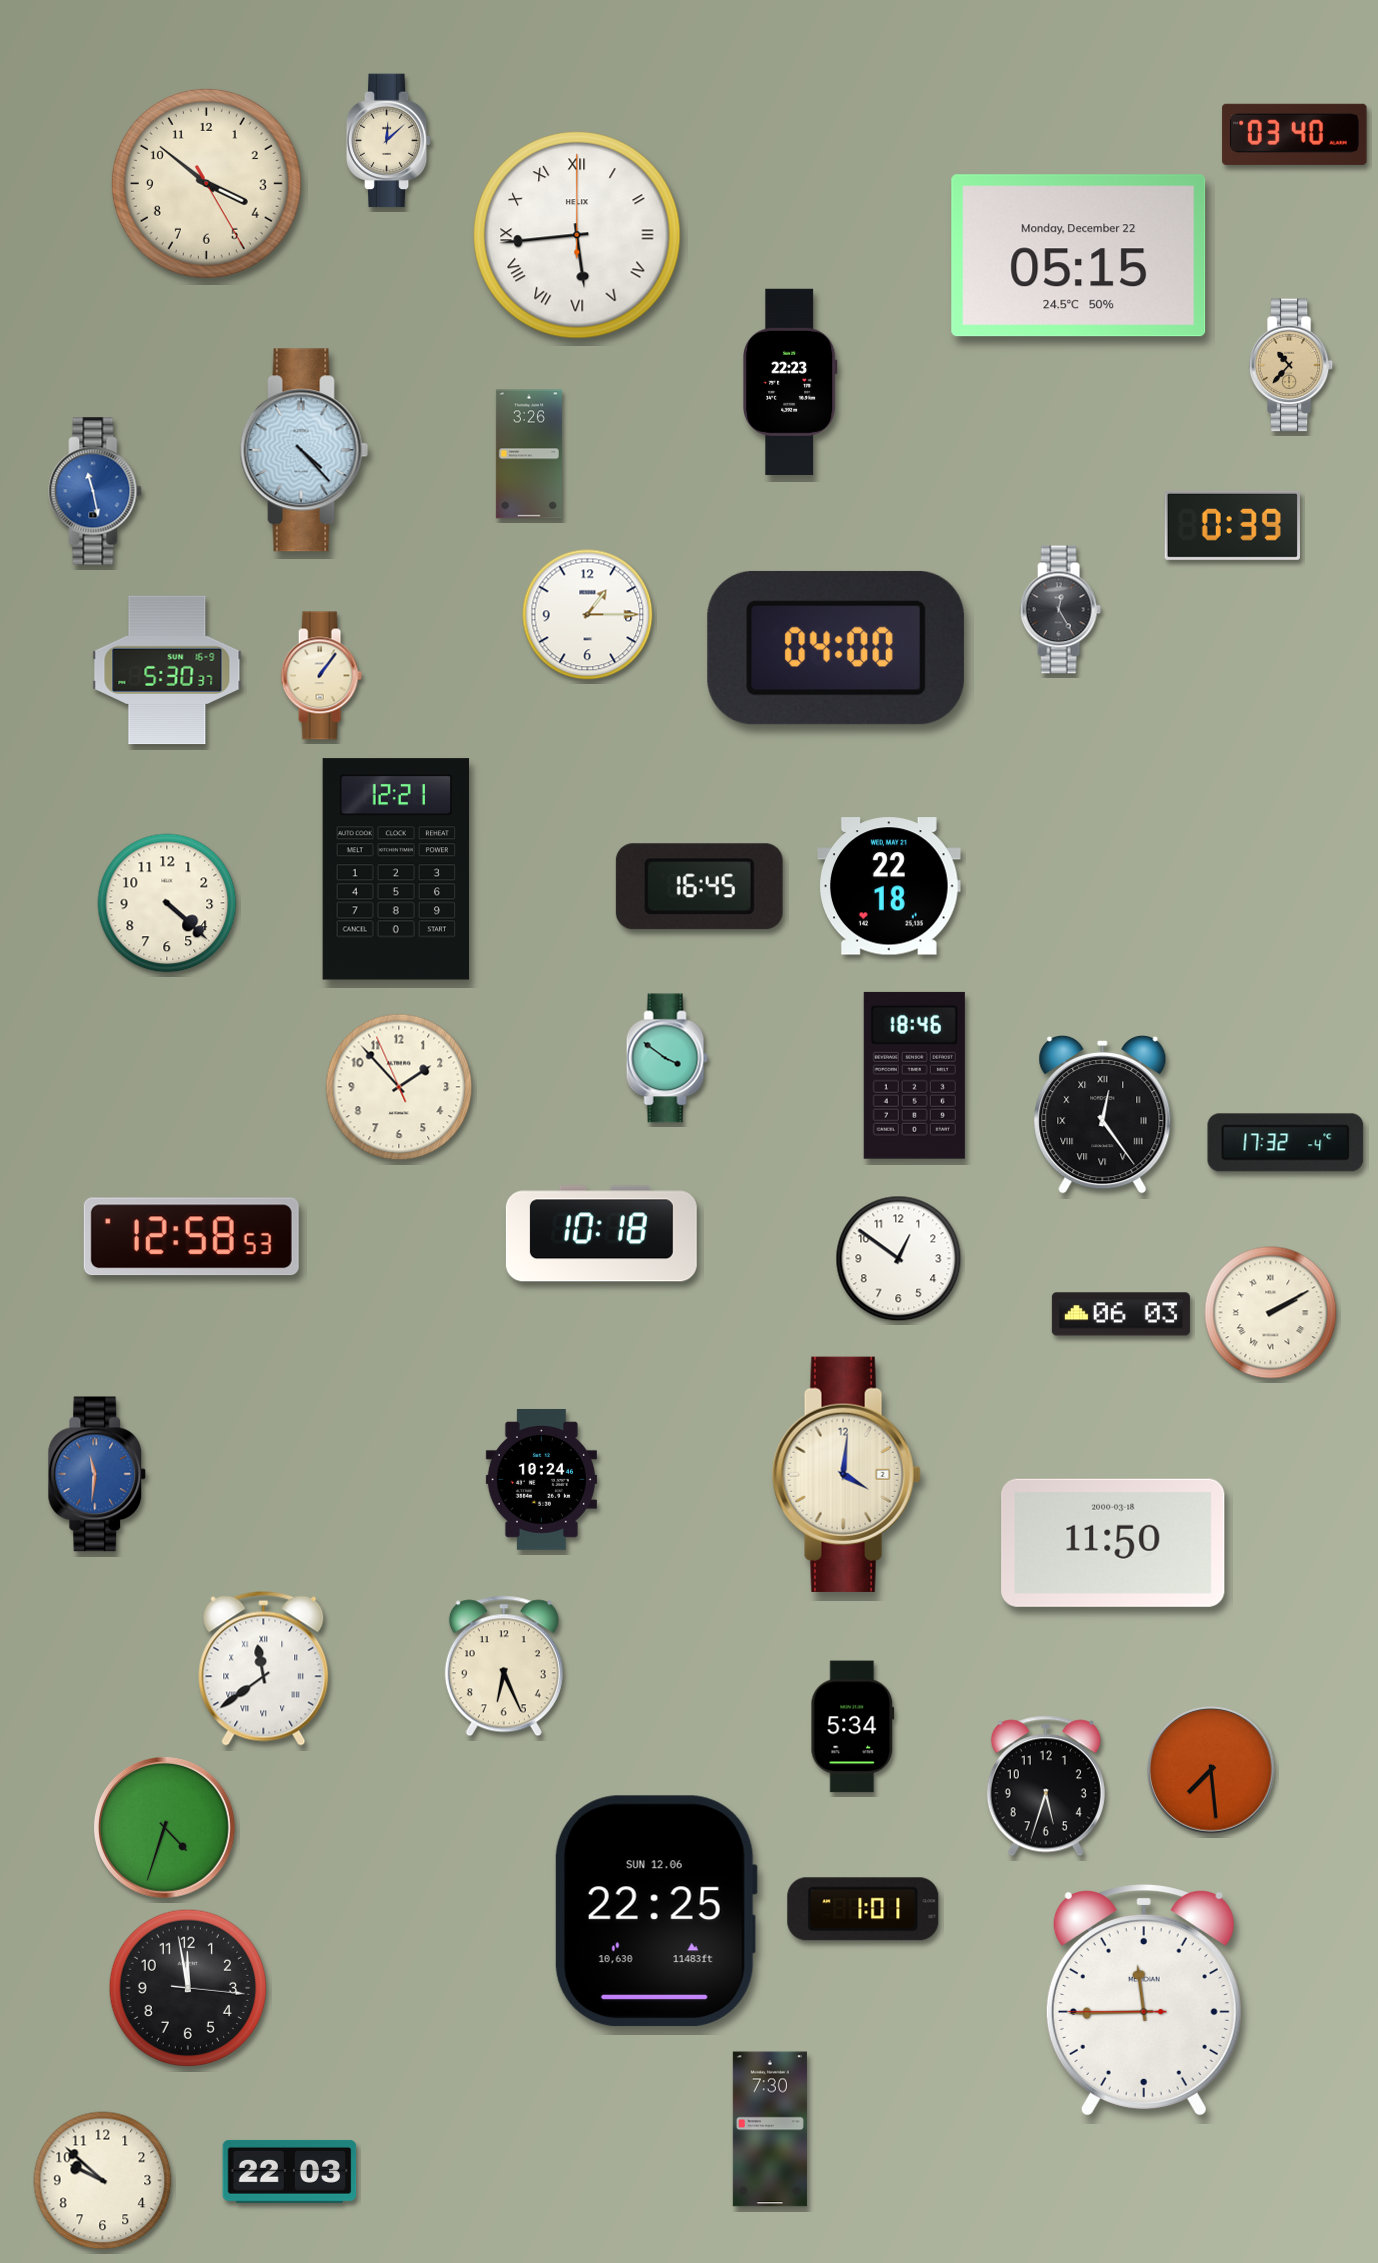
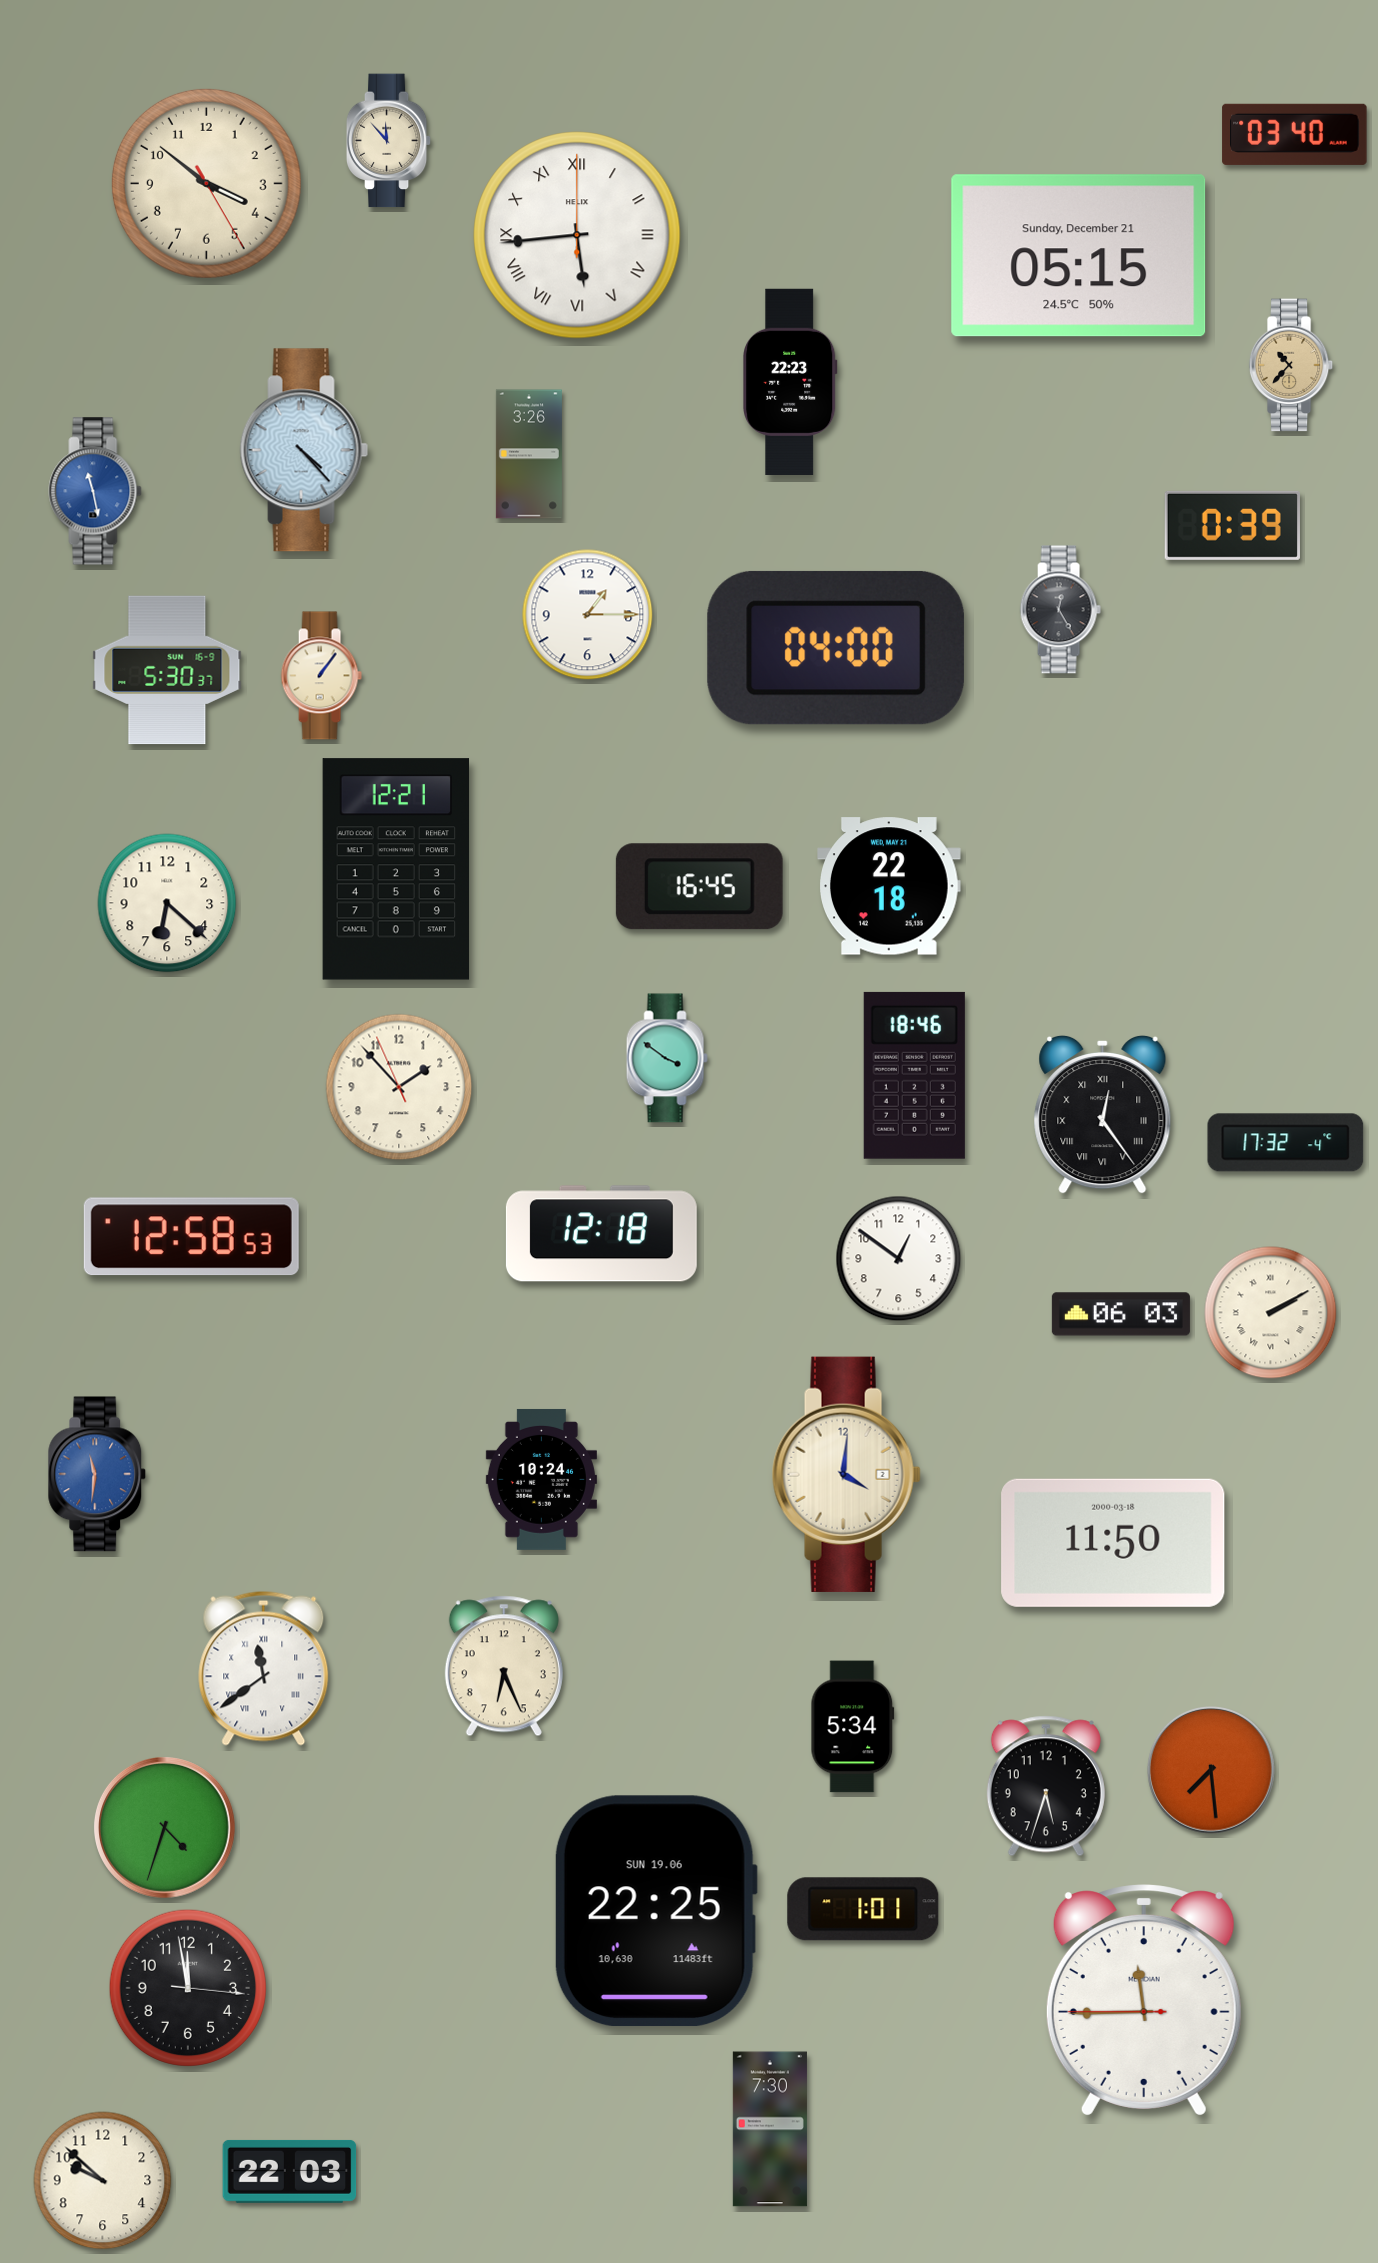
clock at (389, 141): 12:08 -> 11:53
clock at (1079, 256) date: Monday, December 22 -> Sunday, December 21
clock at (167, 903): 4:22 -> 6:22
clock at (601, 1234): 10:18 -> 12:18
clock at (656, 1911) date: SUN 12.06 -> SUN 19.06
